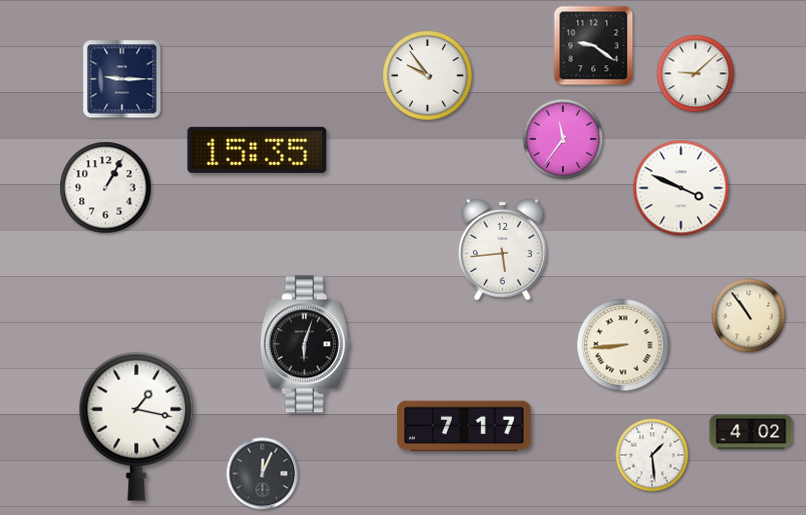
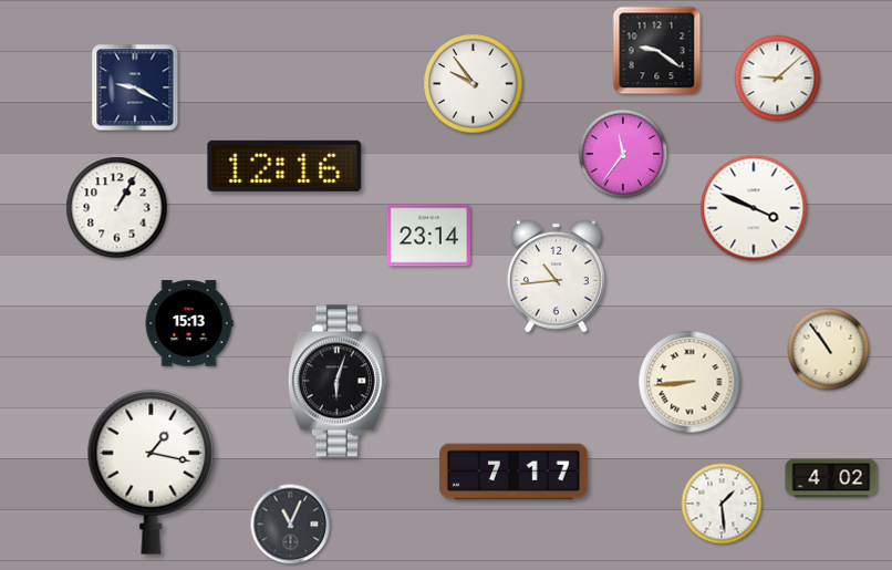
clock at (696, 74) position: (696, 74) -> (778, 79)
clock at (122, 79): 9:15 -> 9:20
clock at (257, 150): 15:35 -> 12:16
clock at (428, 236): none -> 23:14
clock at (503, 249): 5:44 -> 10:44
clock at (189, 323): none -> 15:13
clock at (263, 474): 12:04 -> 11:04
